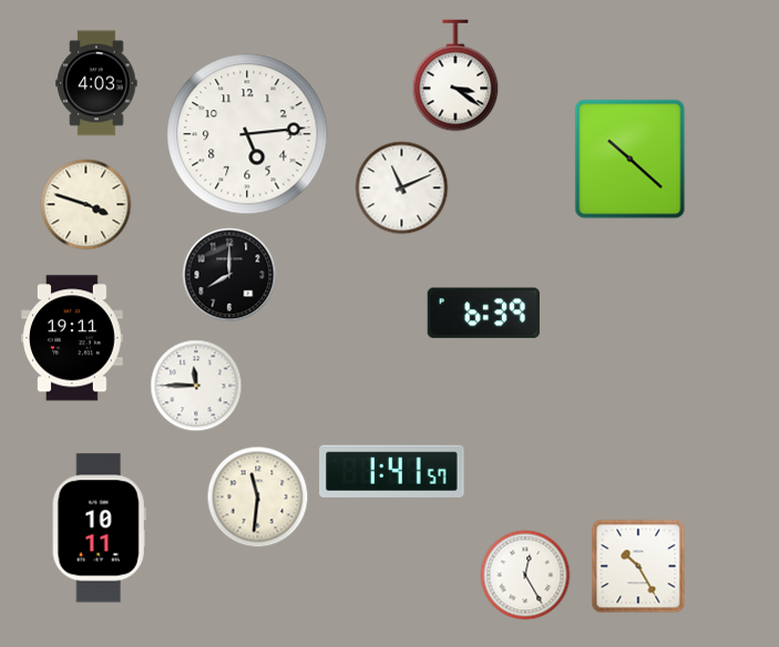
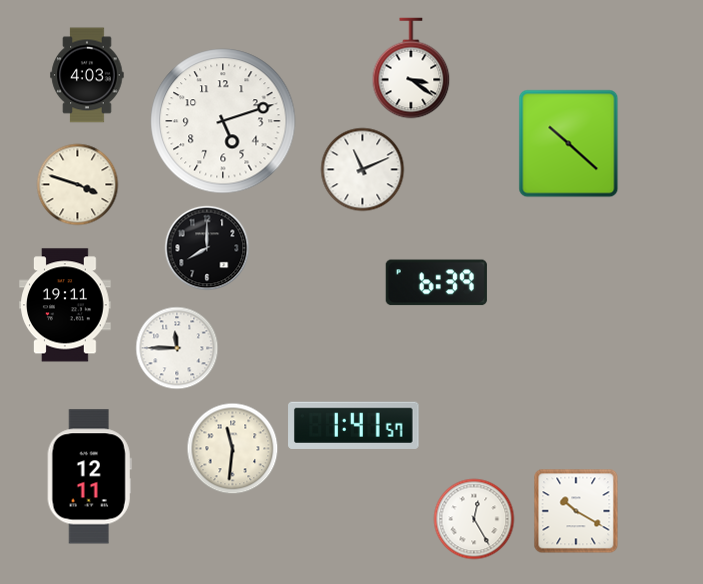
clock at (247, 134): 5:14 -> 5:12
clock at (99, 528): 10:11 -> 12:11
clock at (638, 566): 10:25 -> 10:20
